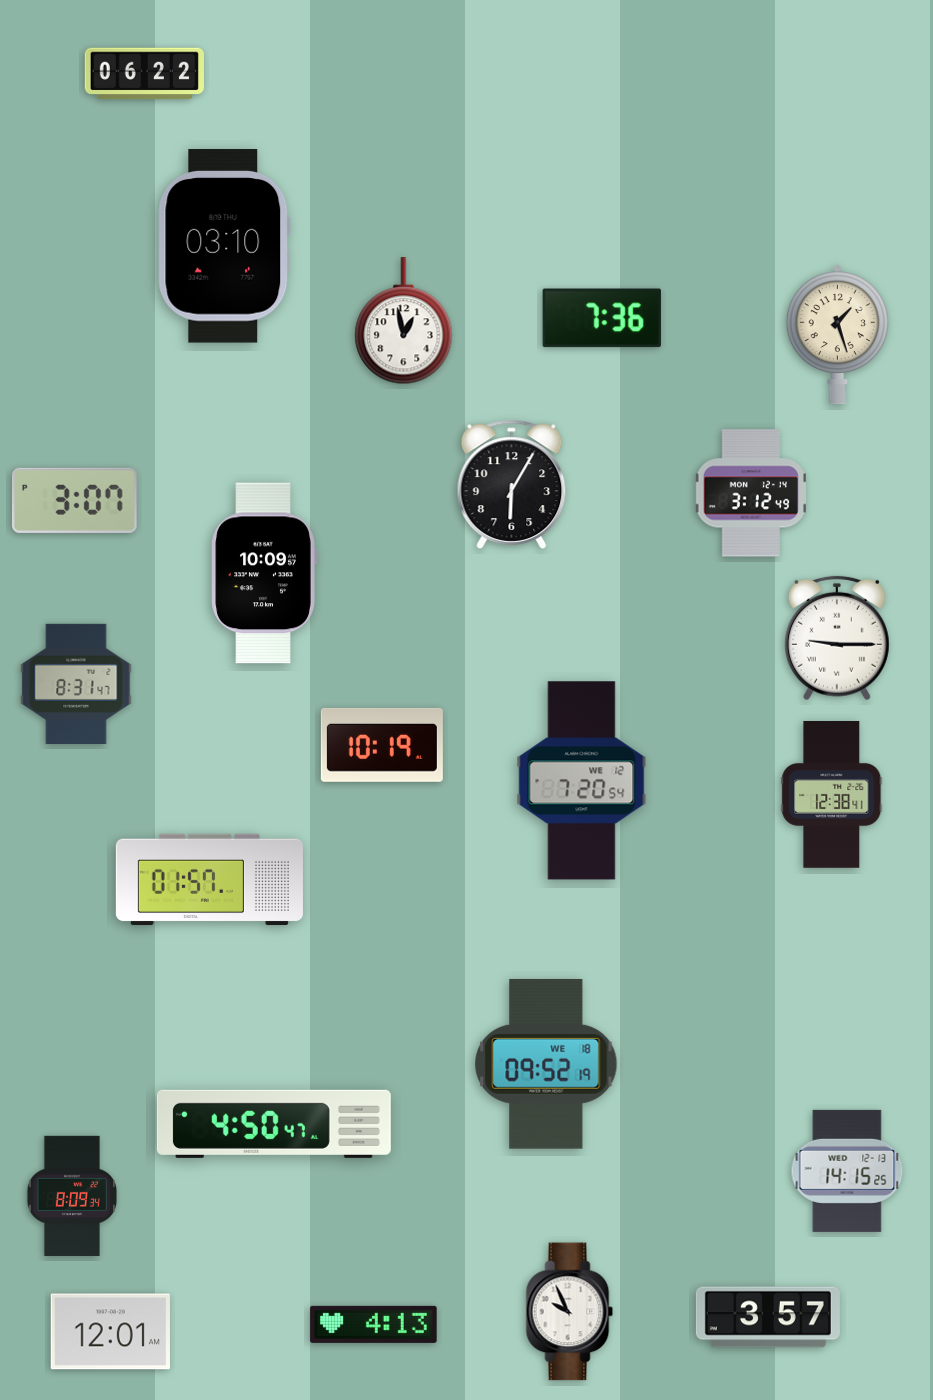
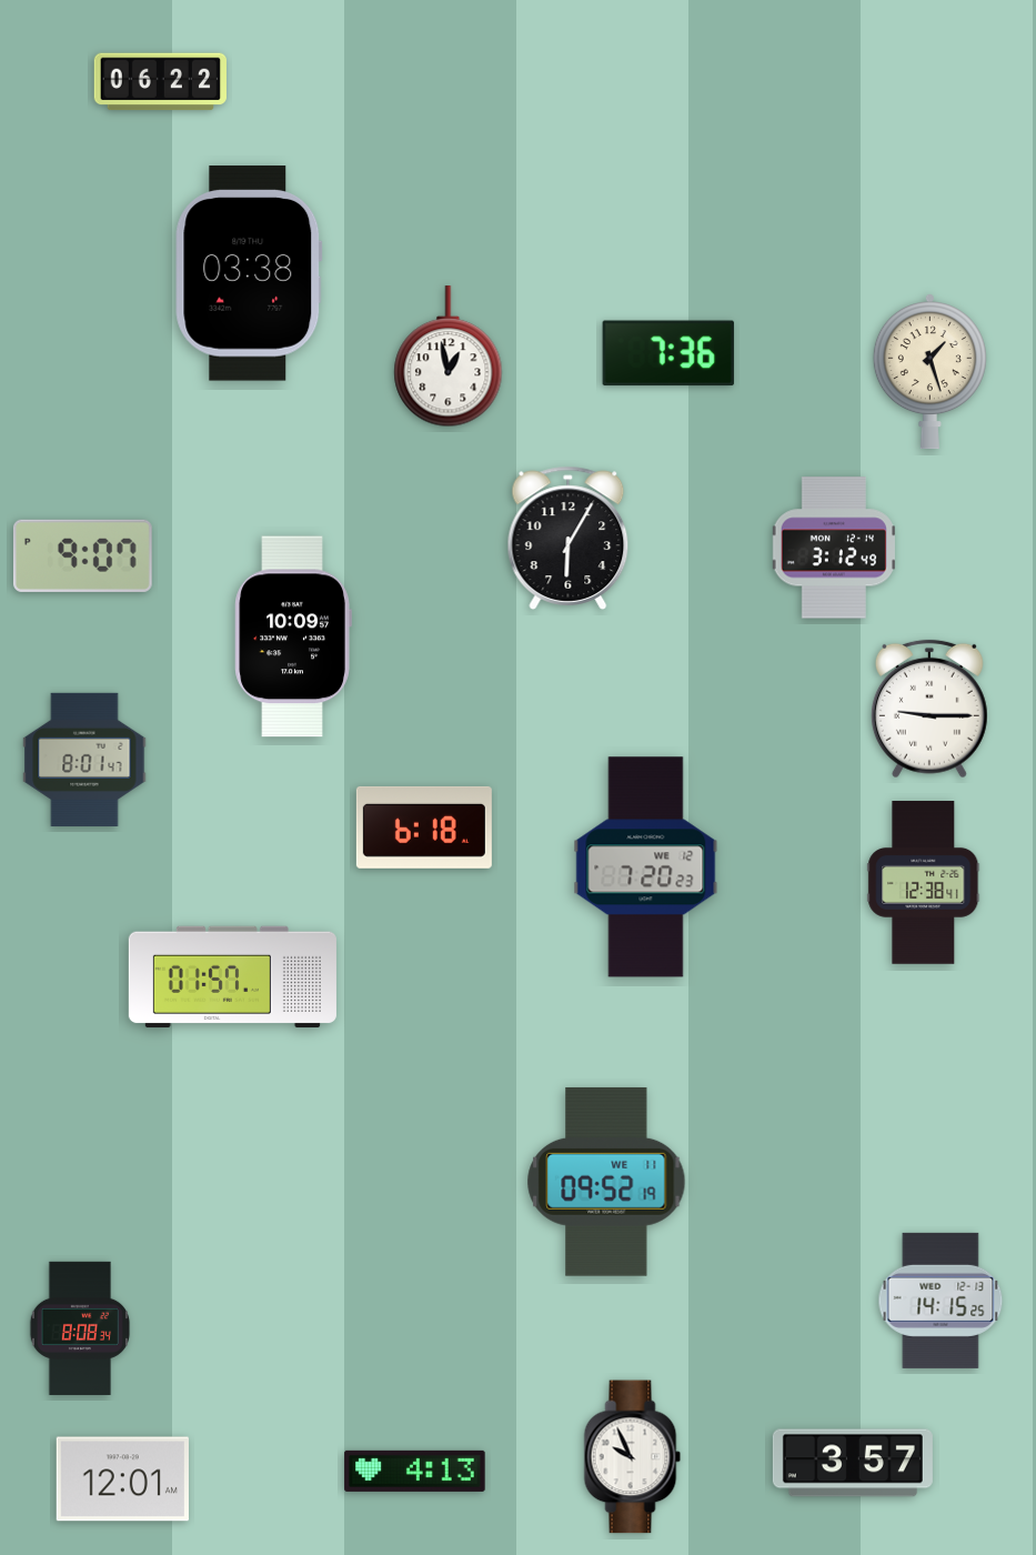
clock at (224, 246): 03:10 -> 03:38
clock at (74, 500): 3:07 -> 9:07
clock at (76, 684): 8:31 -> 8:01
clock at (382, 745): 10:19 -> 6:18
clock at (582, 781): 7:20:54 -> 7:20:23
clock at (546, 1064) date: WE 18 -> WE 11
clock at (274, 1124): 4:50 -> none
clock at (71, 1196): 8:09 -> 8:08
